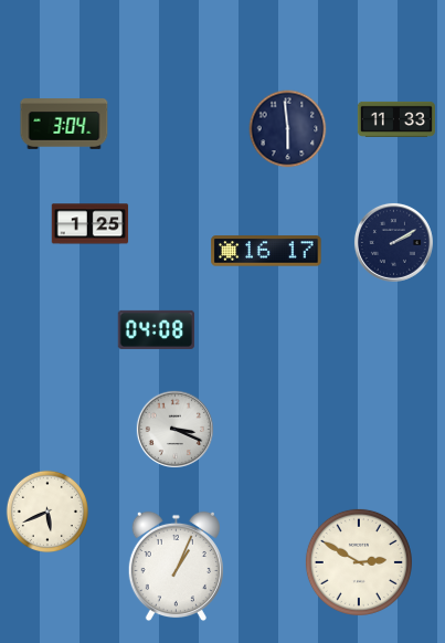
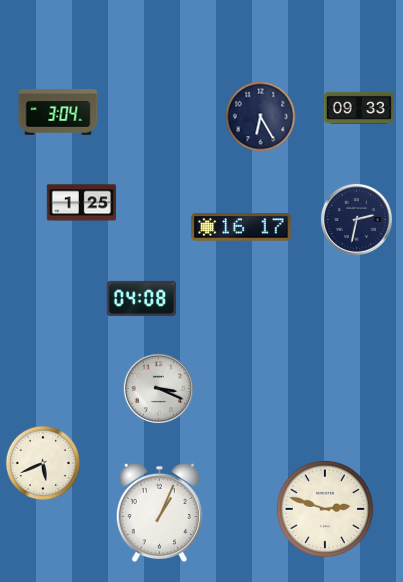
clock at (396, 119): 11:33 -> 09:33
clock at (288, 129): 5:59 -> 6:25
clock at (393, 242): 2:10 -> 2:32
clock at (359, 562): 2:50 -> 2:48
